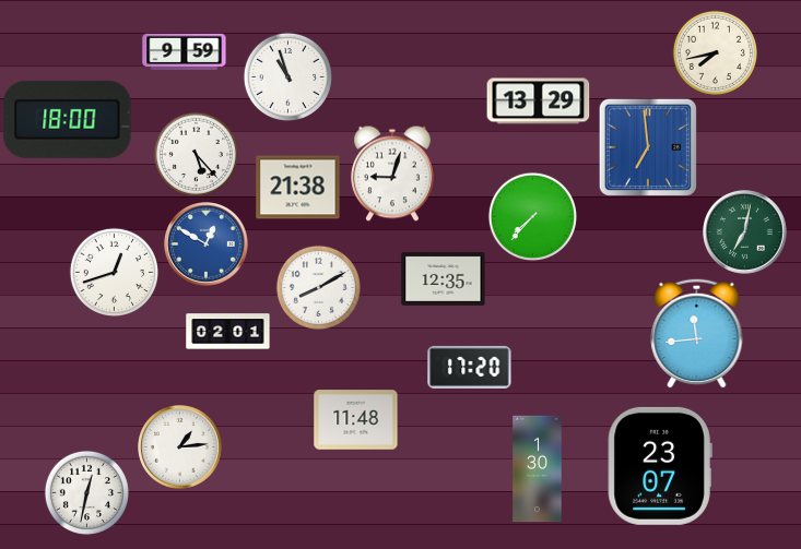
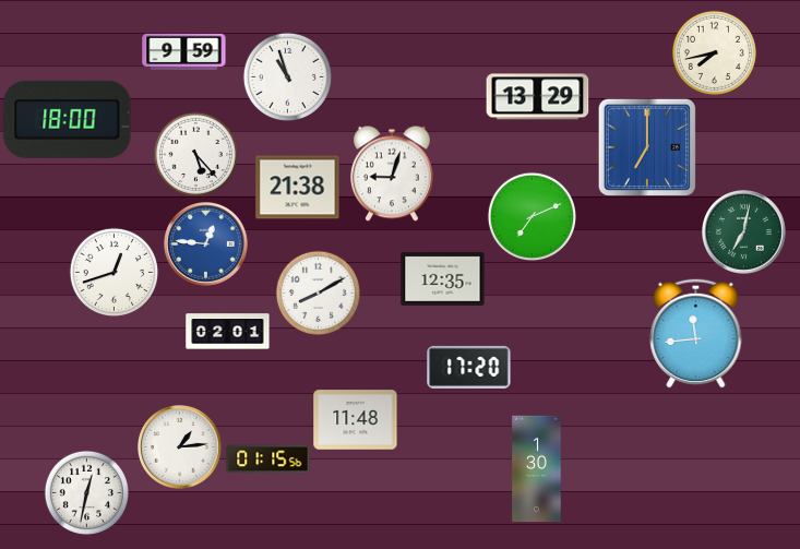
clock at (539, 102) position: (539, 102) -> (538, 97)
clock at (648, 147): 6:59 -> 7:00
clock at (532, 216): 7:37 -> 7:11
clock at (207, 244): 12:50 -> 12:46
clock at (318, 287) position: (318, 287) -> (318, 293)
clock at (268, 460): none -> 01:15
clock at (660, 466): 23:07 -> none
